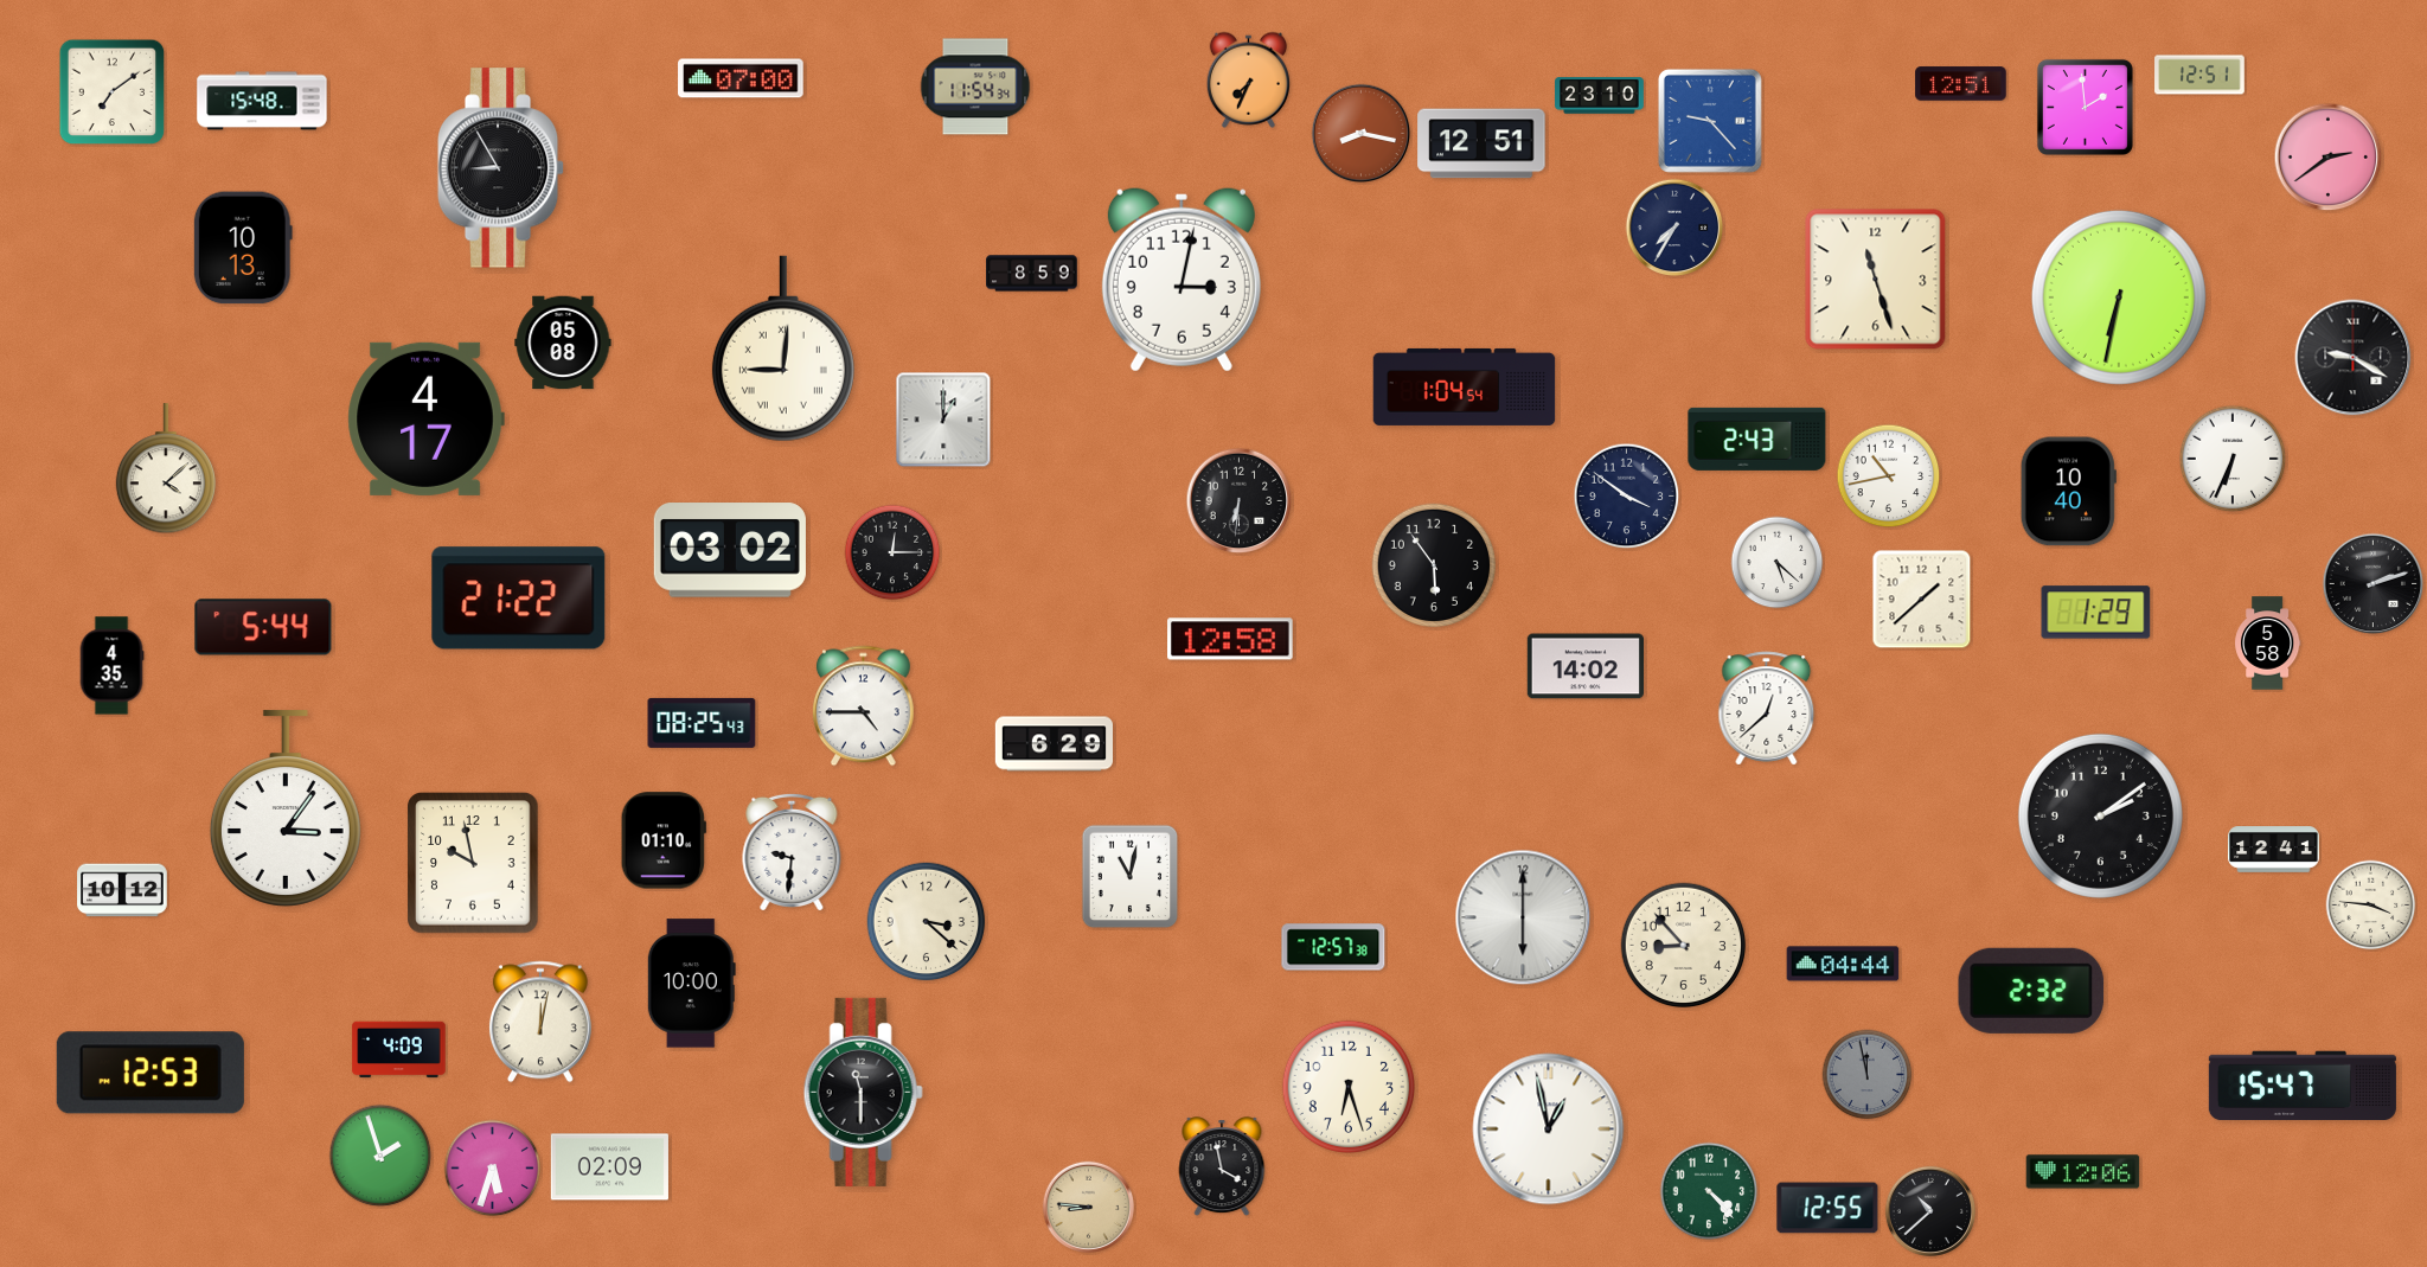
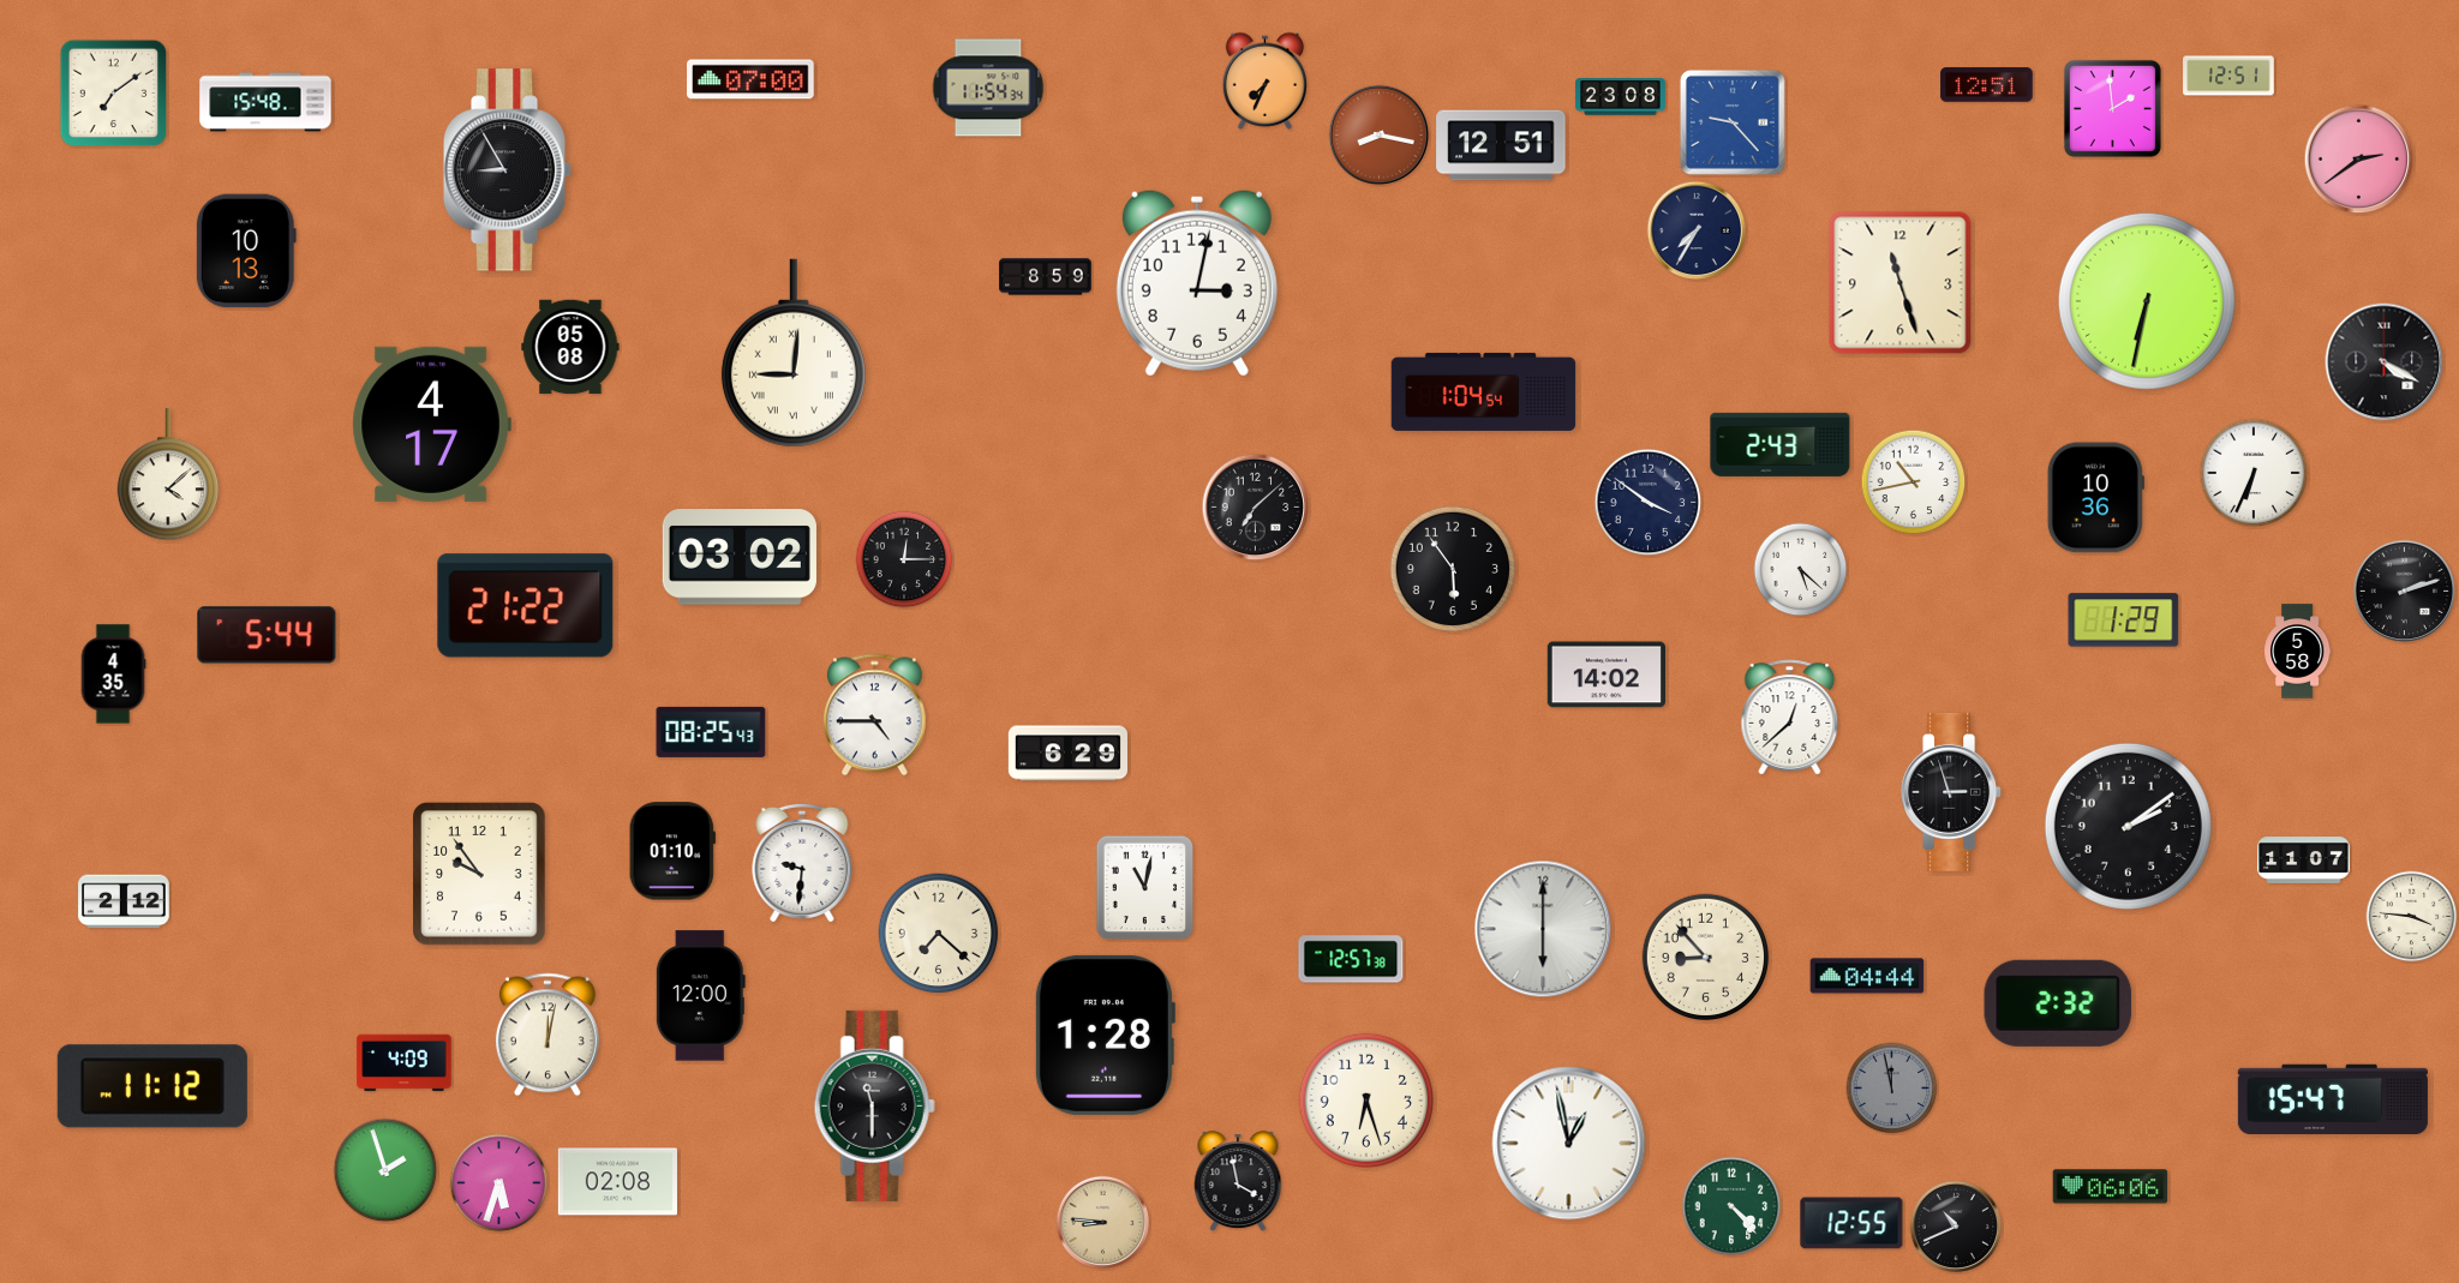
clock at (1600, 96): 23:10 -> 23:08
clock at (2354, 358): 9:20 -> 4:20
clock at (943, 420): 1:00 -> none
clock at (2233, 459) position: (2233, 459) -> (2254, 473)
clock at (2068, 492): 10:40 -> 10:36
clock at (1240, 501): 6:31 -> 7:08
clock at (1434, 565) position: (1434, 565) -> (1453, 569)
clock at (1922, 600): 1:38 -> none
clock at (1231, 639): 12:58 -> none
clock at (1952, 792): none -> 2:57
clock at (286, 808): 3:06 -> none
clock at (2274, 850): 12:41 -> 11:07
clock at (473, 863): 9:58 -> 9:54
clock at (122, 890): 10:12 -> 2:12
clock at (2371, 906) position: (2371, 906) -> (2412, 917)
clock at (927, 922): 3:22 -> 7:22
clock at (691, 984): 10:00 -> 12:00
clock at (1105, 1035): none -> 1:28
clock at (151, 1073): 12:53 -> 11:12
clock at (609, 1167): 02:09 -> 02:08
clock at (2083, 1172): 12:06 -> 06:06
clock at (1929, 1210): 10:38 -> 10:41
